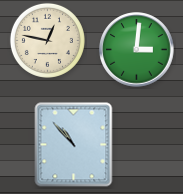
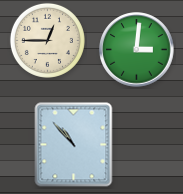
clock at (47, 40): 12:47 -> 12:45
